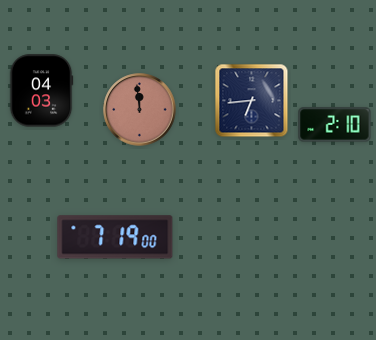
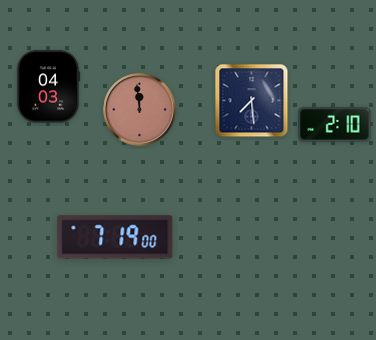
clock at (41, 91) position: (41, 91) -> (48, 87)
clock at (252, 101): 6:44 -> 7:29
